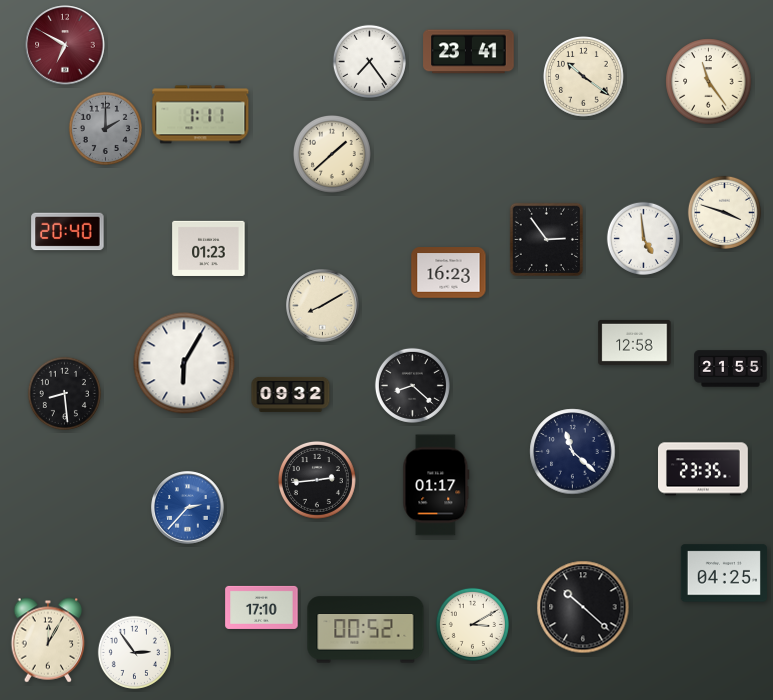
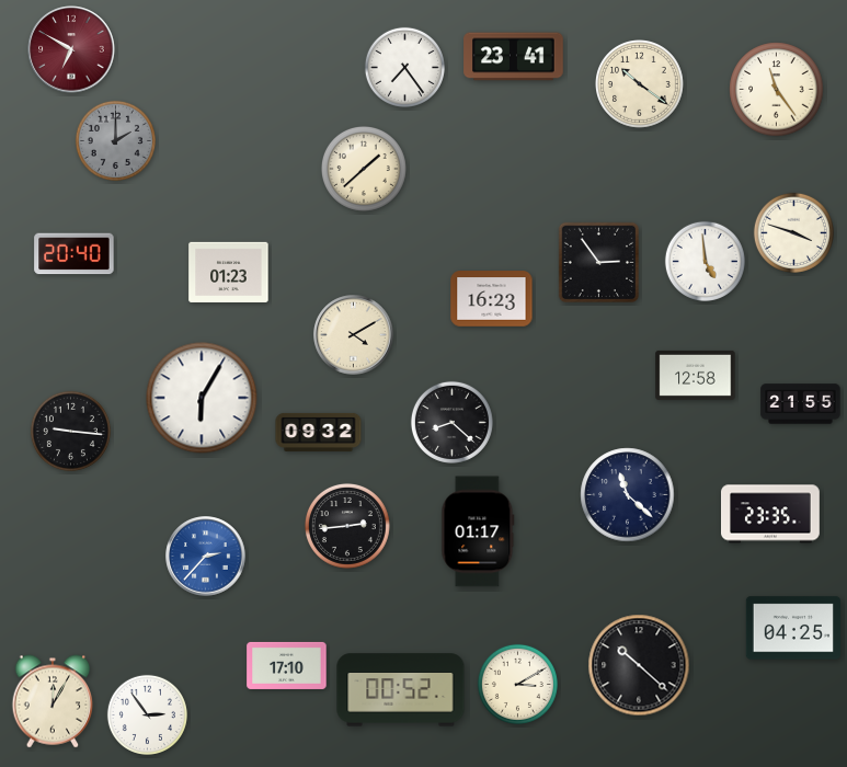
clock at (201, 115): 1:11 -> none
clock at (323, 306): 8:10 -> 4:10
clock at (64, 393): 8:29 -> 9:16
